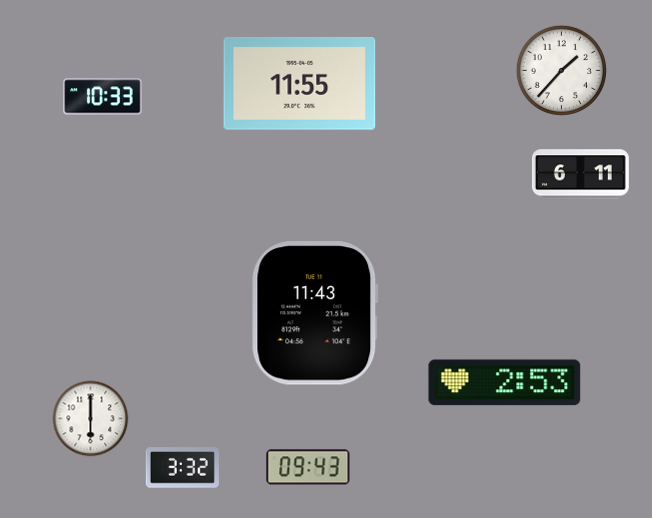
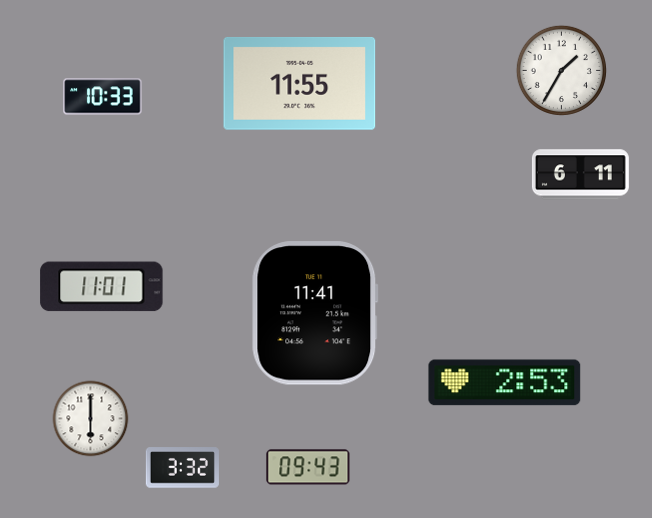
clock at (561, 70): 1:37 -> 1:35
clock at (102, 287): none -> 11:01
clock at (315, 313): 11:43 -> 11:41
